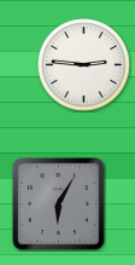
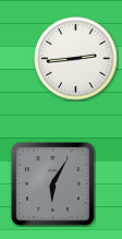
clock at (84, 65): 2:46 -> 2:44
